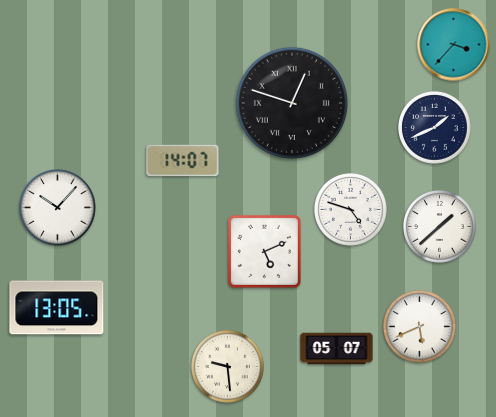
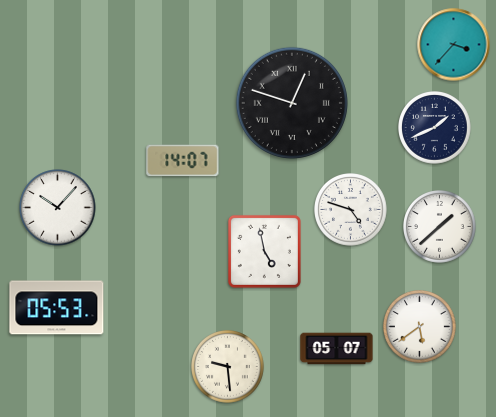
clock at (264, 251): 5:11 -> 4:58
clock at (57, 308): 13:05 -> 05:53
clock at (420, 327): 5:41 -> 5:39
